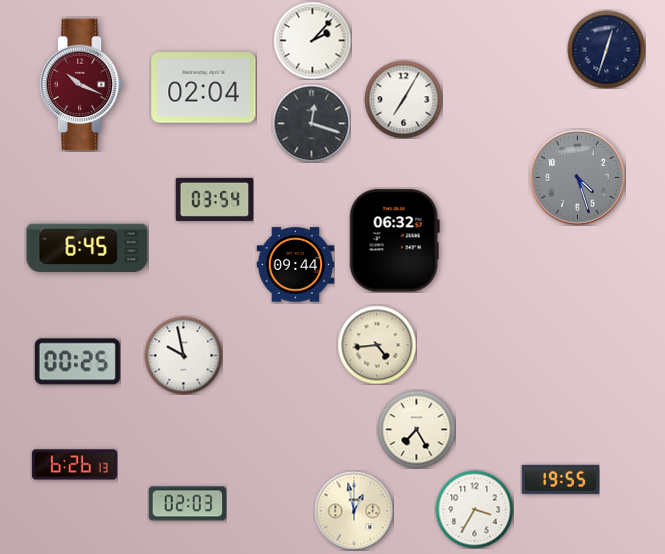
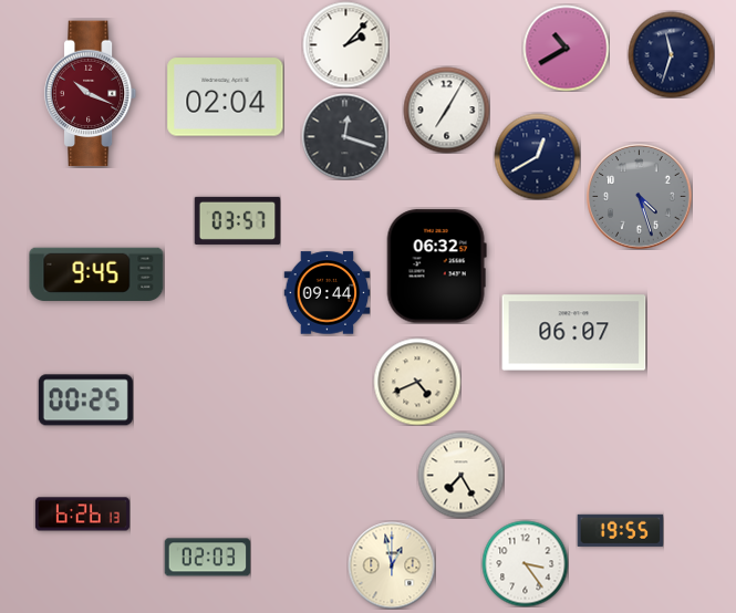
clock at (566, 48): none -> 10:40
clock at (606, 49): 12:33 -> 11:33
clock at (537, 156): none -> 12:40
clock at (214, 199): 03:54 -> 03:57
clock at (87, 248): 6:45 -> 9:45
clock at (574, 333): none -> 06:07
clock at (377, 345): 4:44 -> 4:41
clock at (183, 355): 9:58 -> none
clock at (474, 509): 3:35 -> 3:24
